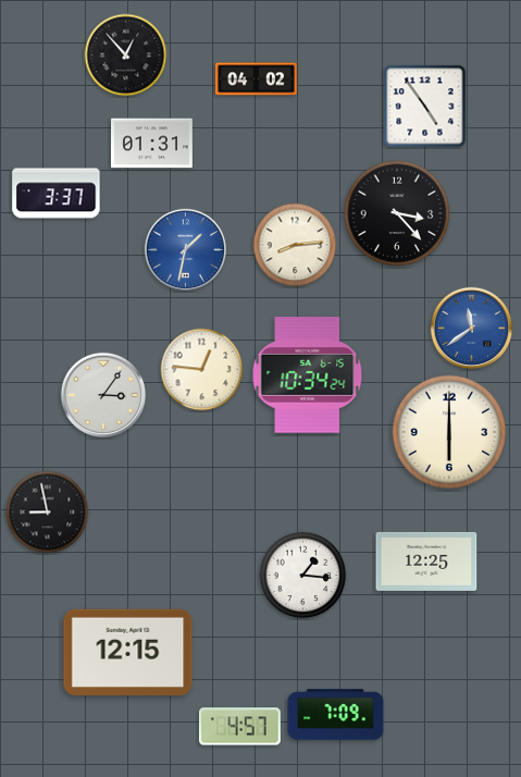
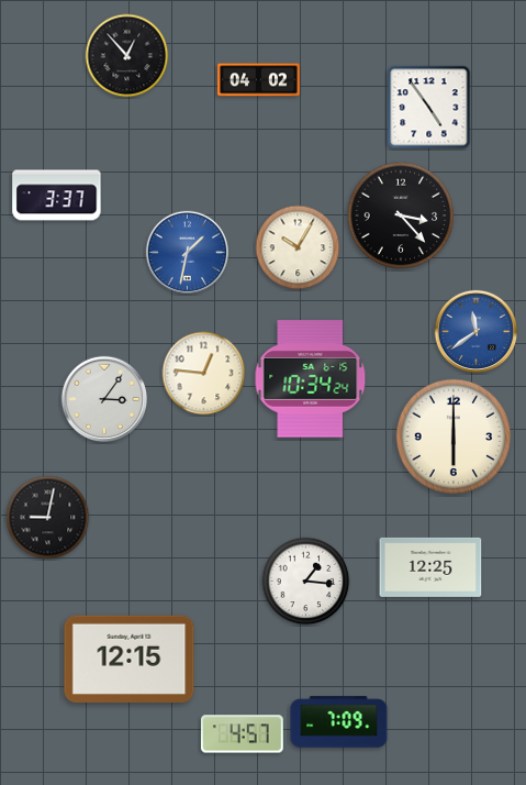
clock at (152, 144): 01:31 -> none
clock at (295, 245): 8:14 -> 10:05
clock at (48, 513): 8:58 -> 9:02
